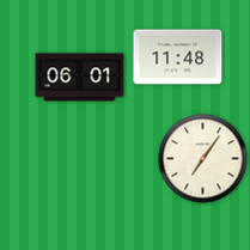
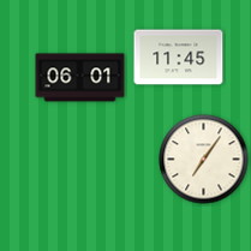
clock at (178, 57): 11:48 -> 11:45
